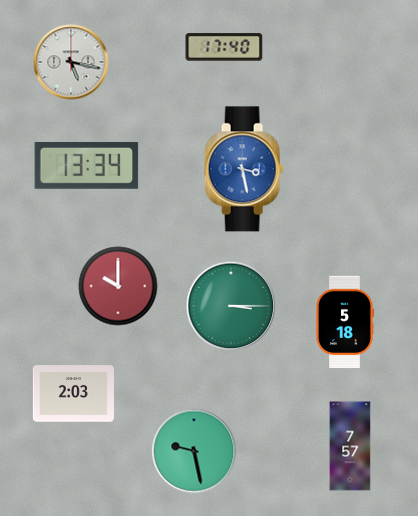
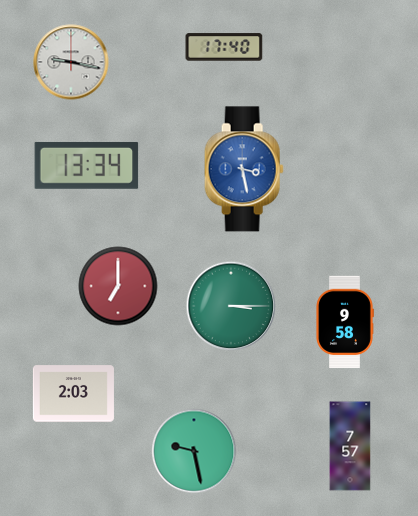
clock at (71, 62): 5:17 -> 9:17
clock at (118, 286): 10:00 -> 7:00
clock at (345, 322): 5:18 -> 9:58
